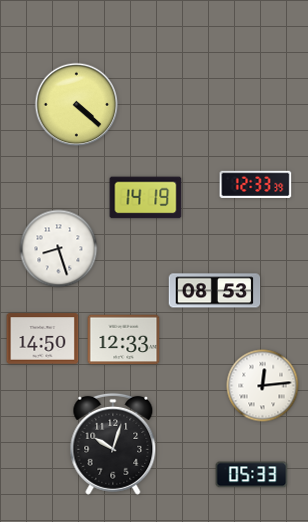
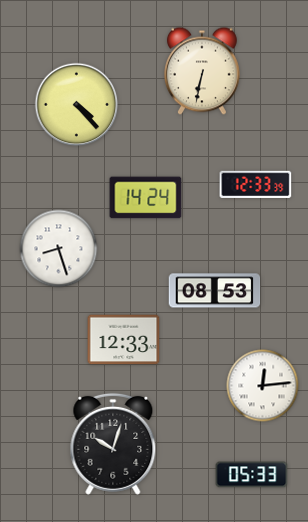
clock at (202, 71): none -> 6:32
clock at (77, 105): 4:22 -> 4:23
clock at (146, 198): 14:19 -> 14:24
clock at (43, 339): 14:50 -> none
